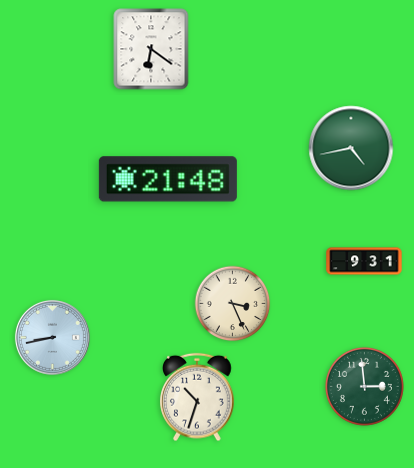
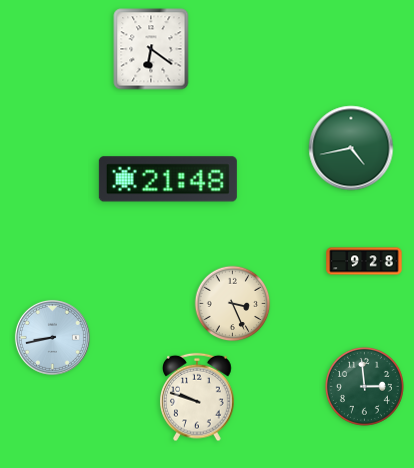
clock at (364, 261): 9:31 -> 9:28
clock at (198, 397): 10:33 -> 9:48
